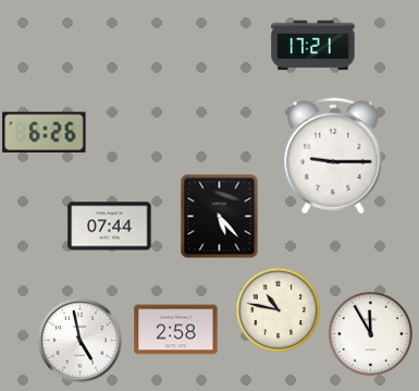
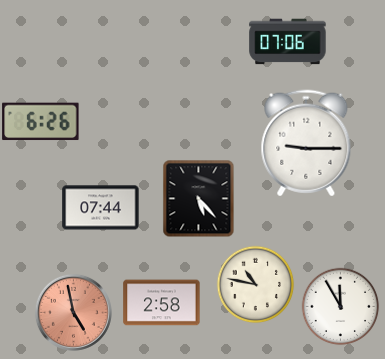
clock at (313, 46): 17:21 -> 07:06
clock at (220, 216) position: (220, 216) -> (199, 198)
clock at (79, 340) dial: white -> salmon
